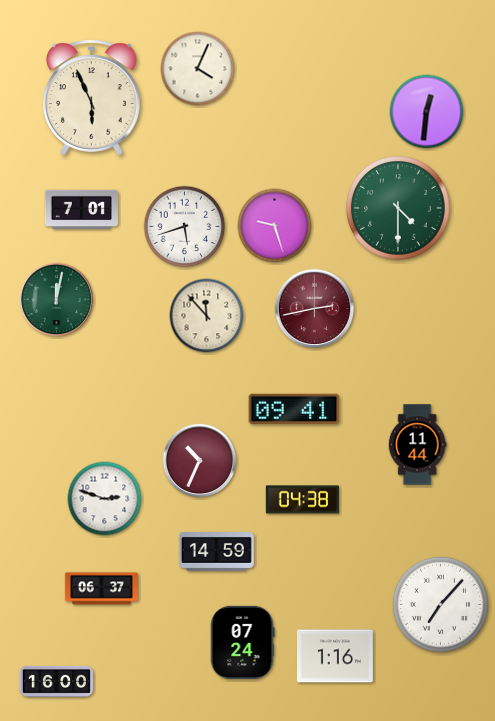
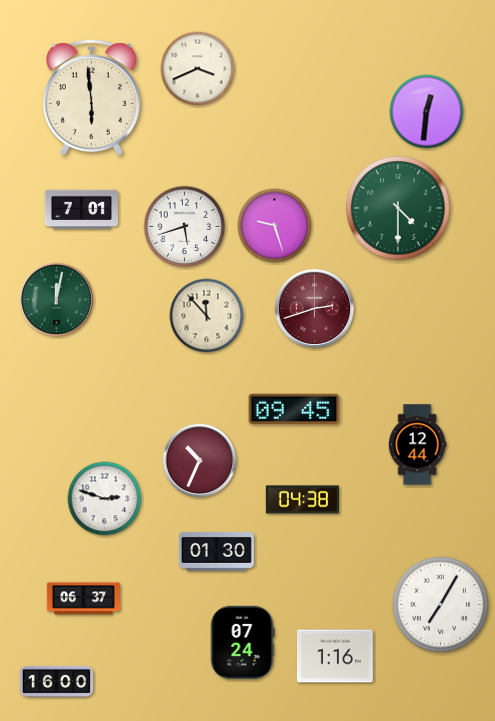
clock at (198, 69): 4:04 -> 3:41
clock at (91, 98): 5:56 -> 5:59
clock at (315, 309): 2:43 -> 2:42
clock at (294, 408): 09:41 -> 09:45
clock at (417, 445): 11:44 -> 12:44
clock at (216, 552): 14:59 -> 01:30
clock at (101, 589) position: (101, 589) -> (83, 599)
clock at (440, 604): 7:07 -> 7:05
